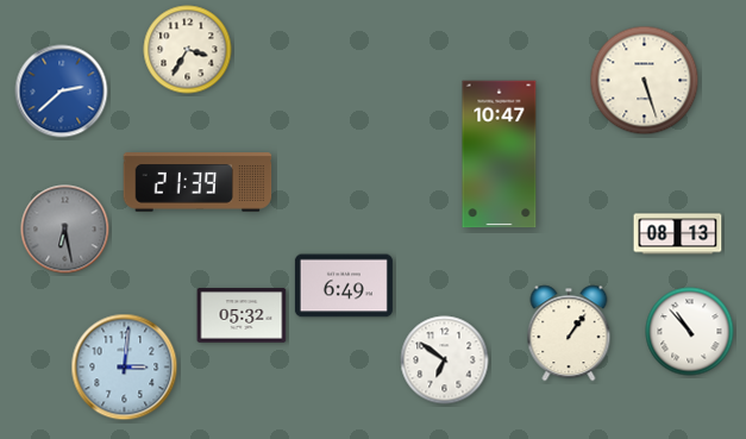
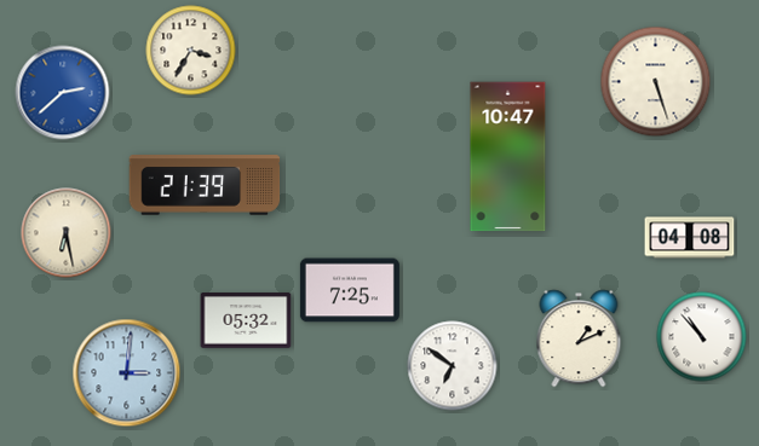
clock at (198, 182) position: (198, 182) -> (205, 185)
clock at (65, 230) dial: grey -> cream
clock at (678, 234): 08:13 -> 04:08
clock at (344, 286): 6:49 -> 7:25
clock at (569, 333): 1:06 -> 1:11
